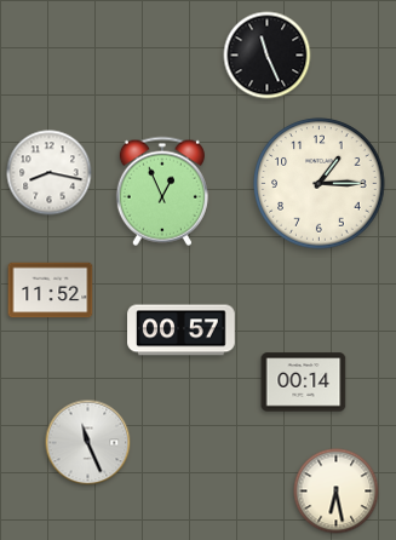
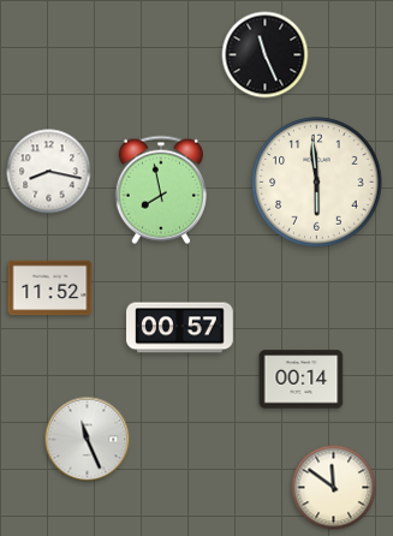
clock at (320, 184): 1:15 -> 5:59
clock at (162, 191): 12:56 -> 7:58
clock at (337, 492): 6:28 -> 11:51
